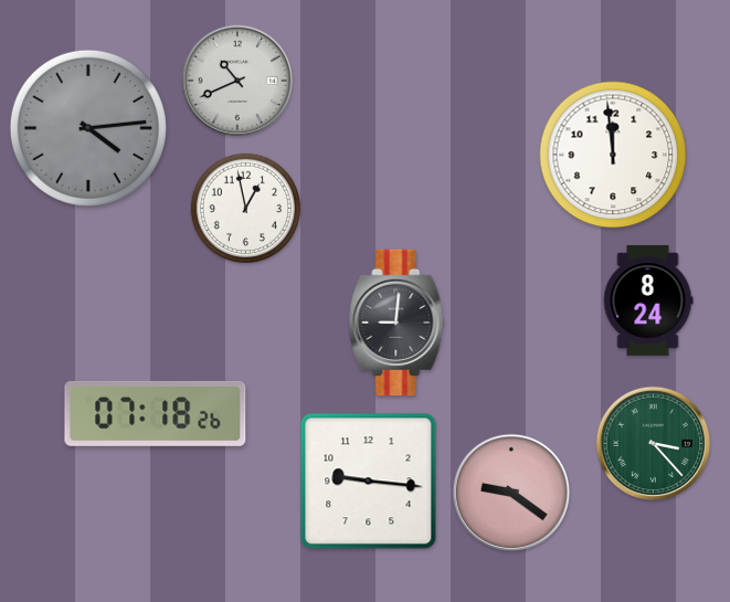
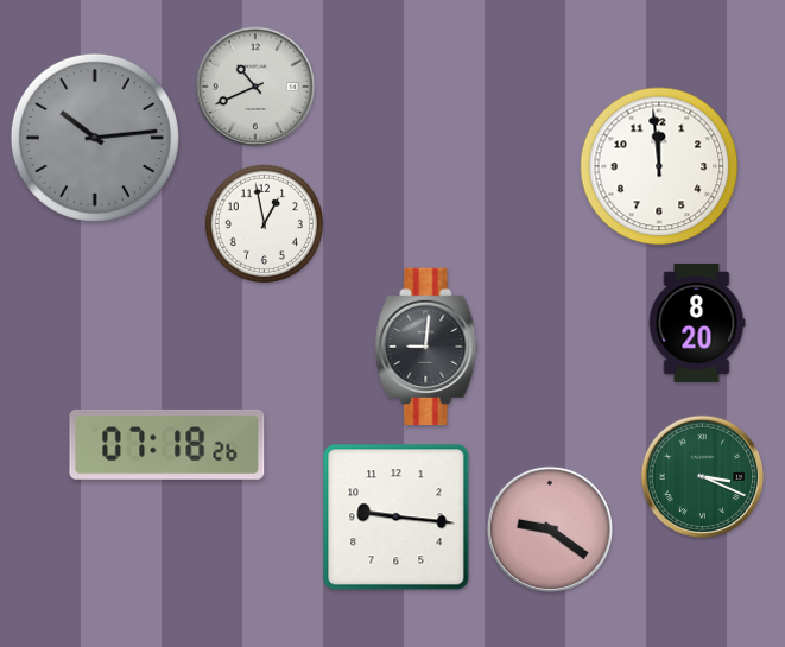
clock at (88, 128): 4:14 -> 10:14
clock at (648, 300): 8:24 -> 8:20
clock at (654, 444): 3:23 -> 3:19
